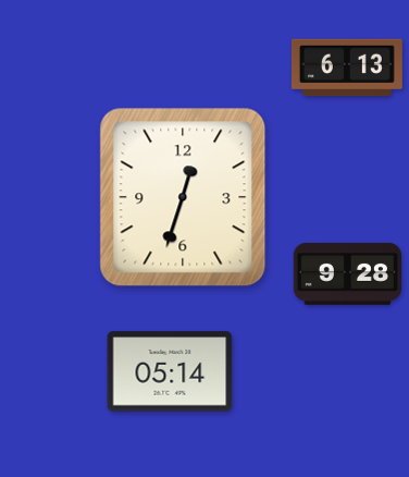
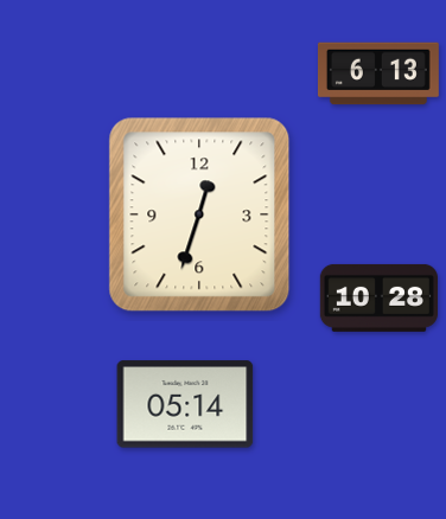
clock at (347, 273): 9:28 -> 10:28
